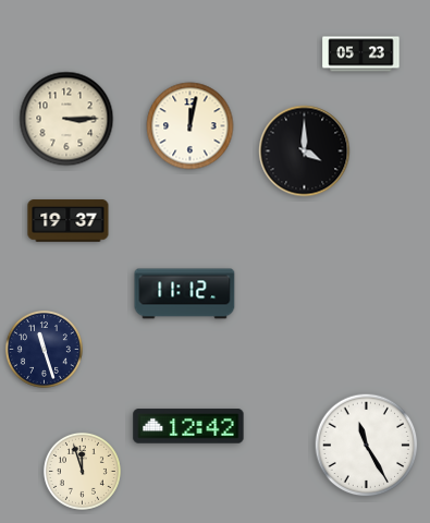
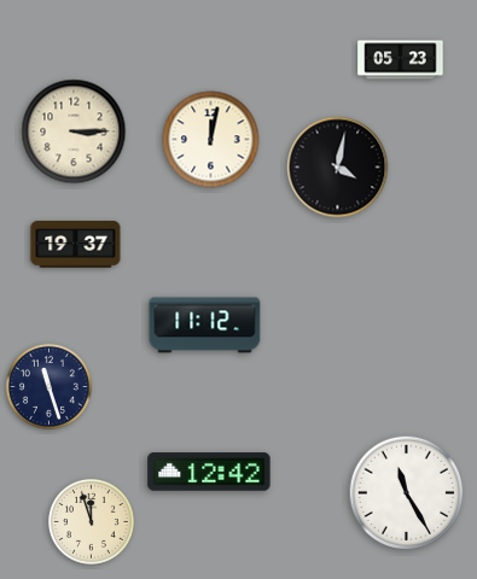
clock at (305, 151): 4:00 -> 4:02
